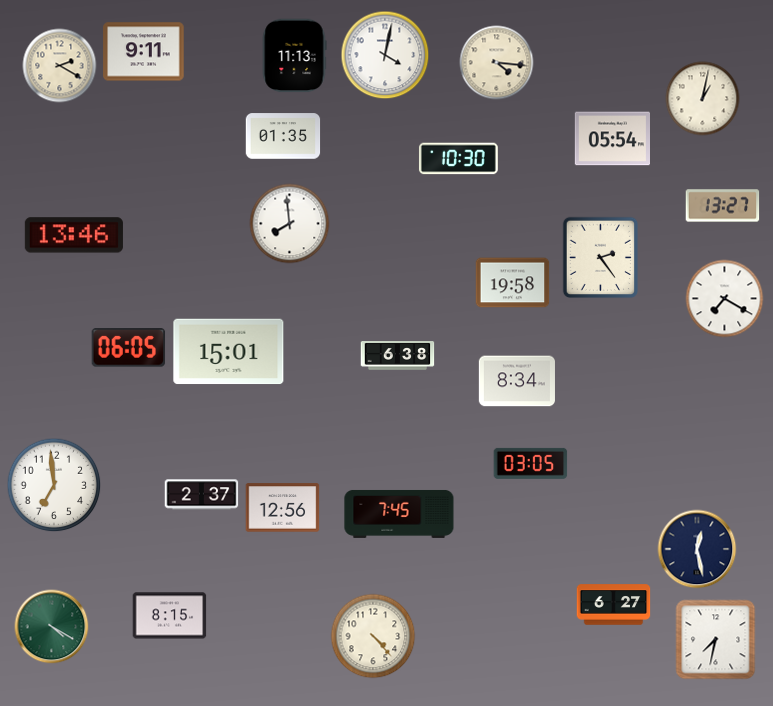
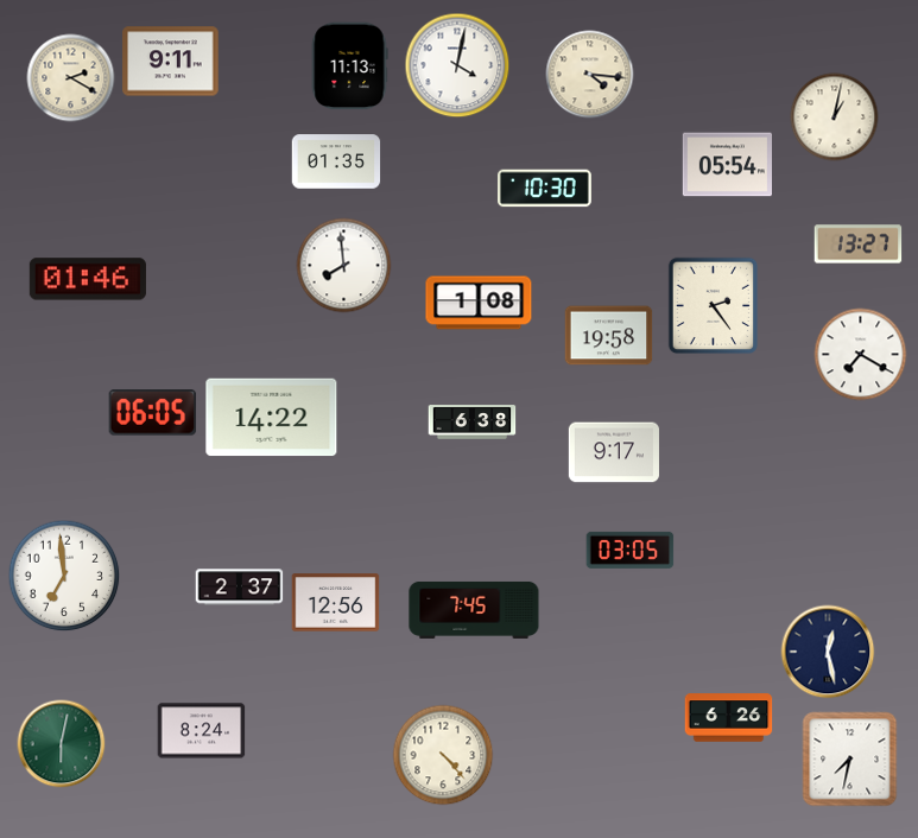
clock at (74, 235): 13:46 -> 01:46
clock at (479, 303): none -> 1:08
clock at (229, 352): 15:01 -> 14:22
clock at (517, 381): 8:34 -> 9:17
clock at (614, 605): 6:27 -> 6:26
clock at (170, 616): 8:15 -> 8:24
clock at (52, 627): 4:20 -> 6:02
